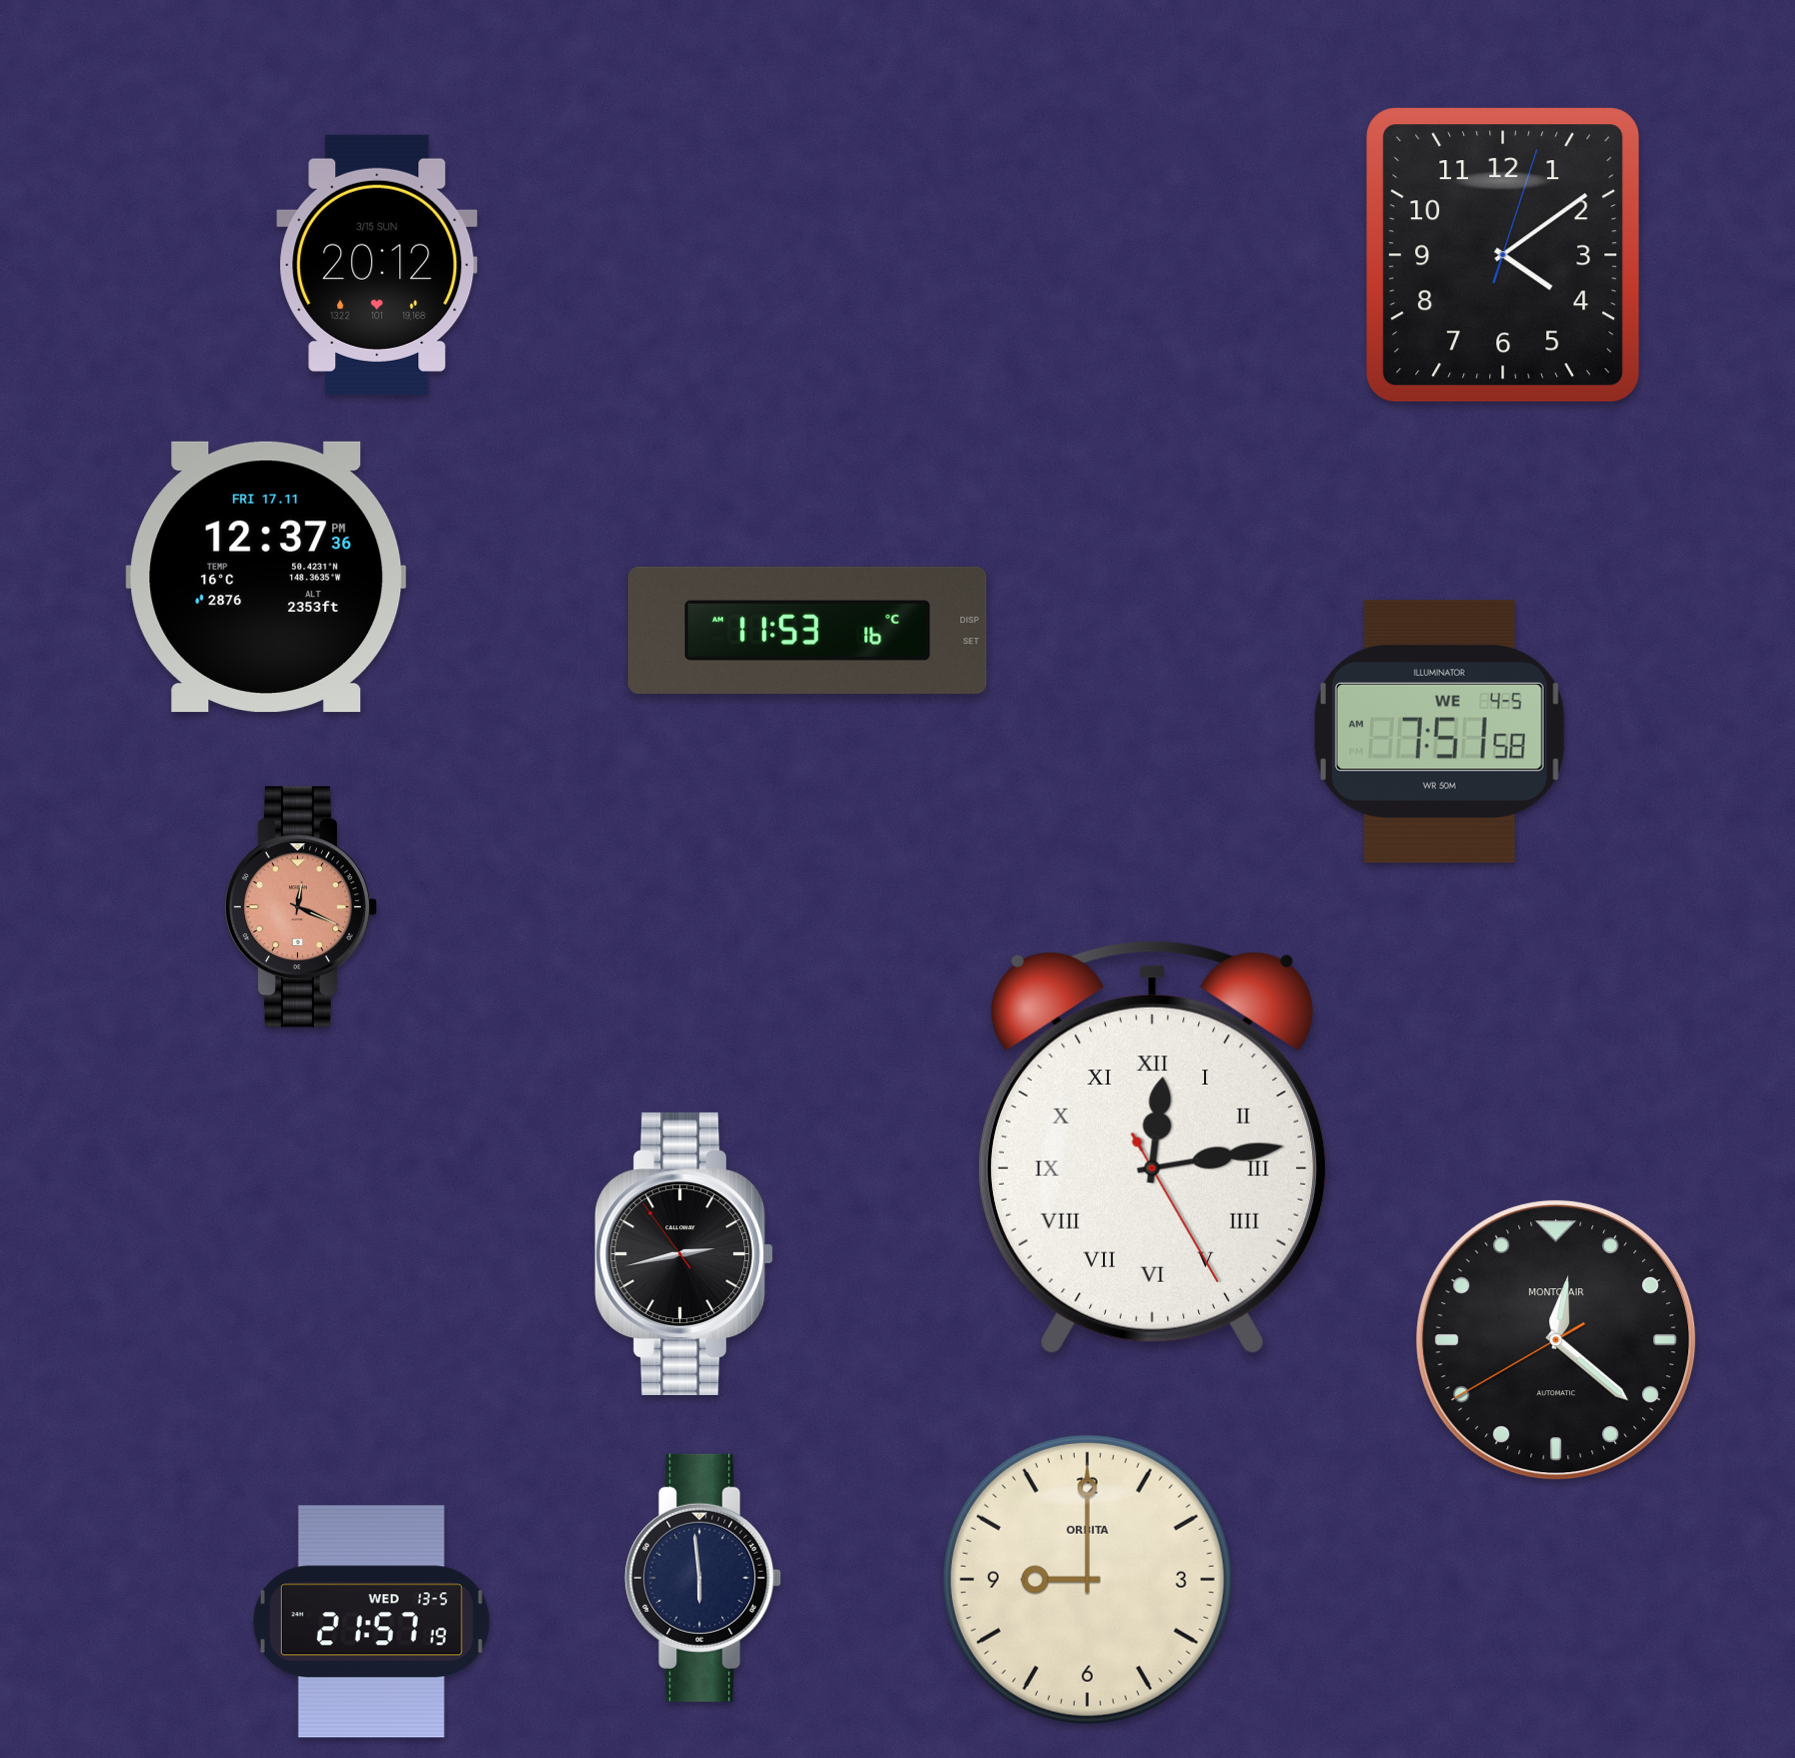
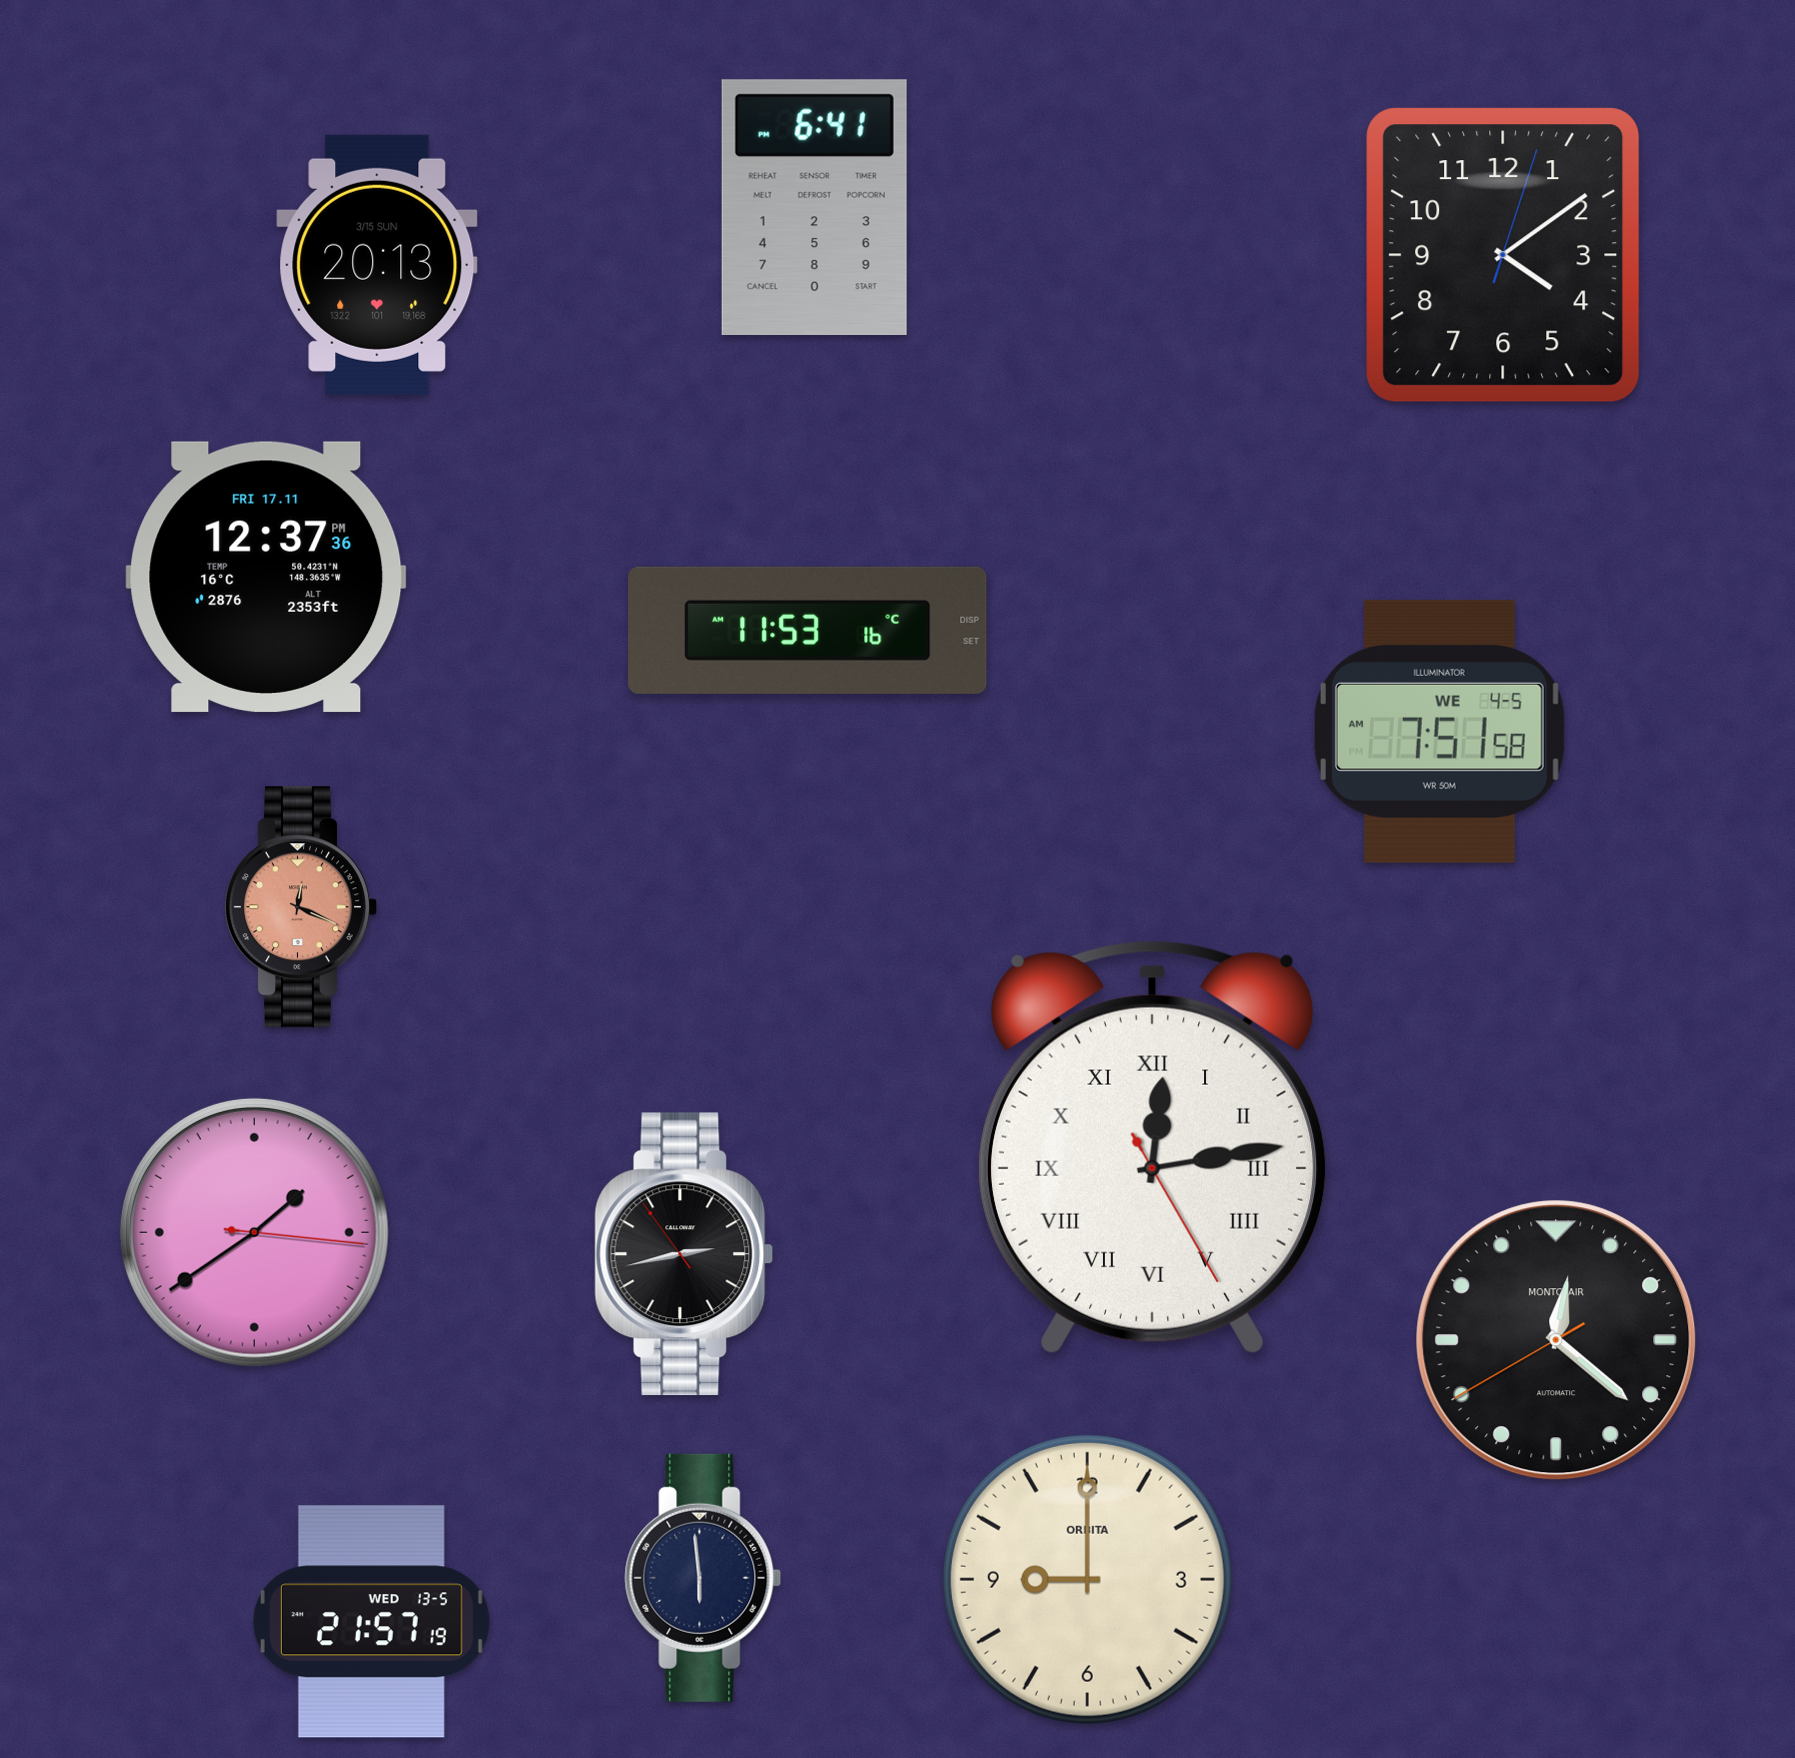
clock at (814, 207): none -> 6:41
clock at (377, 265): 20:12 -> 20:13
clock at (254, 1232): none -> 1:39
